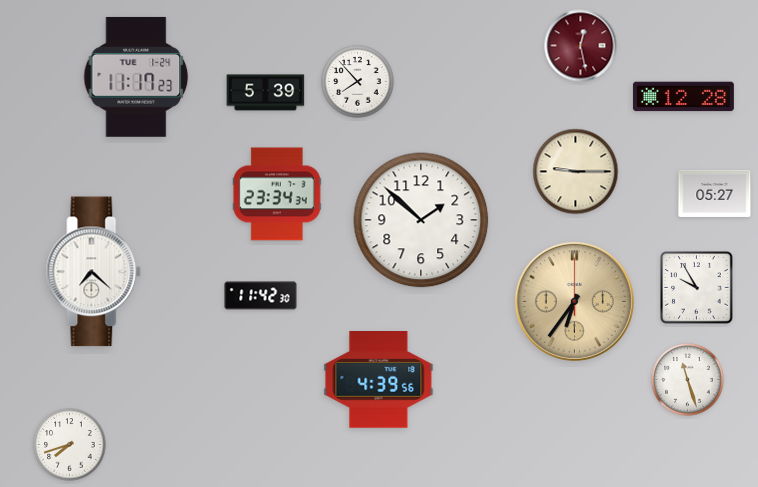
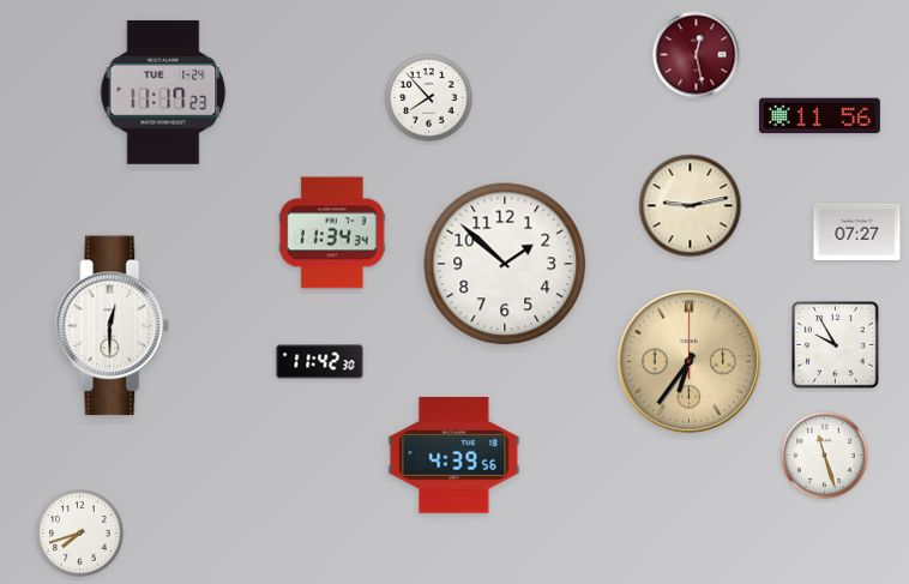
clock at (266, 93): 5:39 -> none
clock at (683, 97): 12:28 -> 11:56
clock at (576, 172): 9:15 -> 9:13
clock at (715, 193): 05:27 -> 07:27
clock at (277, 194): 23:34 -> 11:34
clock at (94, 272): 7:22 -> 12:30
clock at (261, 296) position: (261, 296) -> (320, 362)
clock at (70, 445) position: (70, 445) -> (80, 534)
